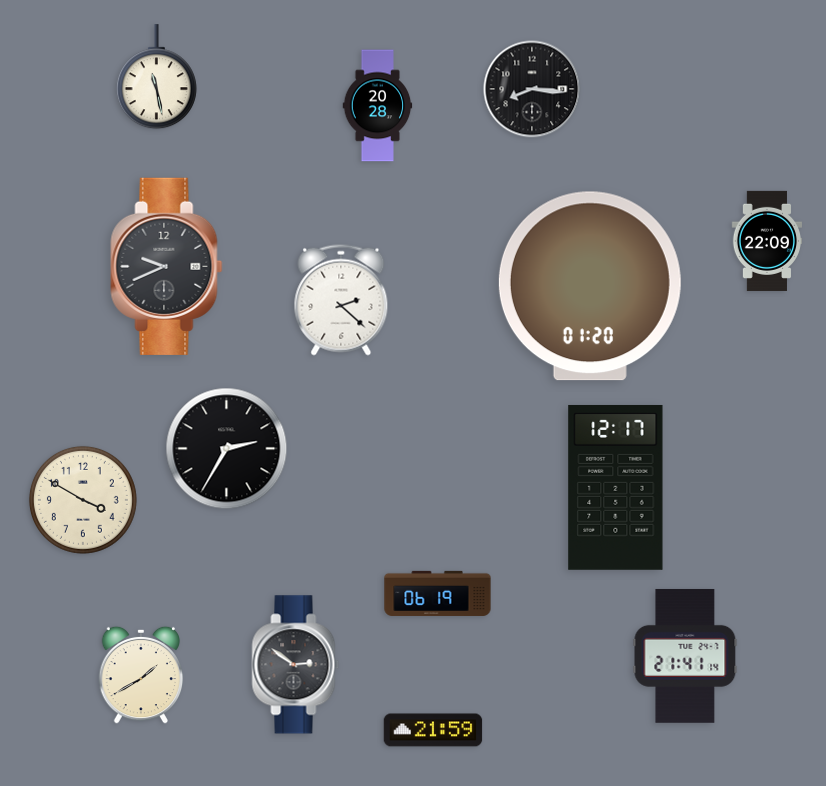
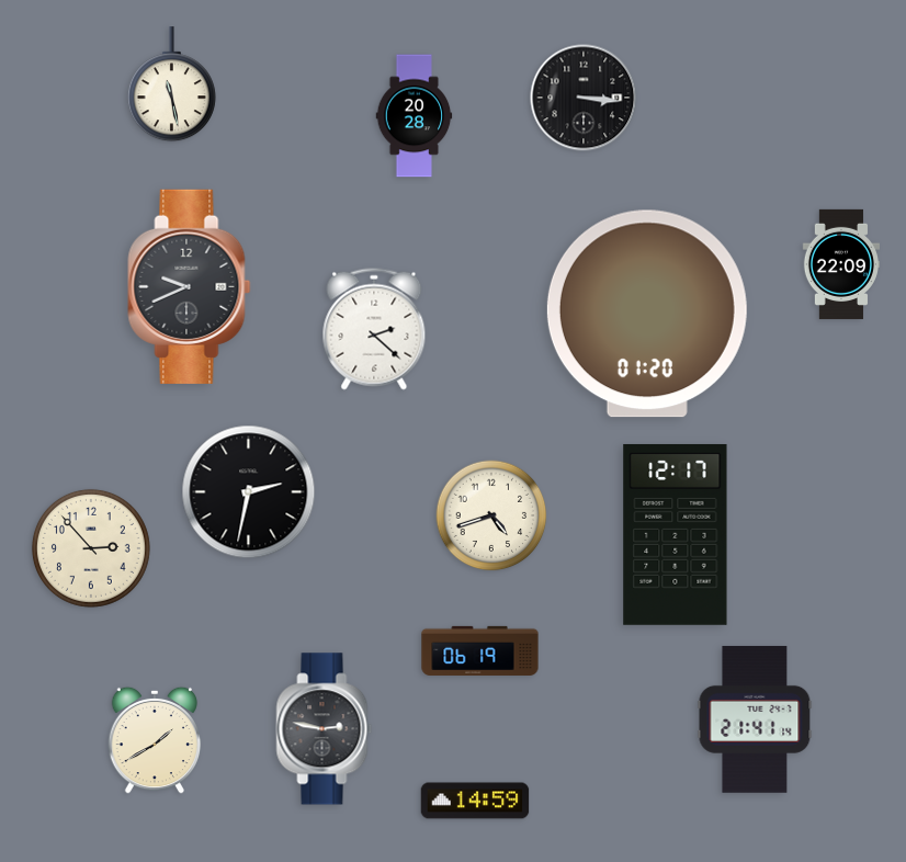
clock at (532, 89): 8:16 -> 3:16
clock at (167, 266) position: (167, 266) -> (190, 286)
clock at (227, 449): 2:35 -> 2:32
clock at (491, 515): none -> 4:42
clock at (83, 500): 3:50 -> 2:53
clock at (685, 656) position: (685, 656) -> (755, 719)
clock at (296, 665): 2:51 -> 2:47
clock at (433, 730): 21:59 -> 14:59
